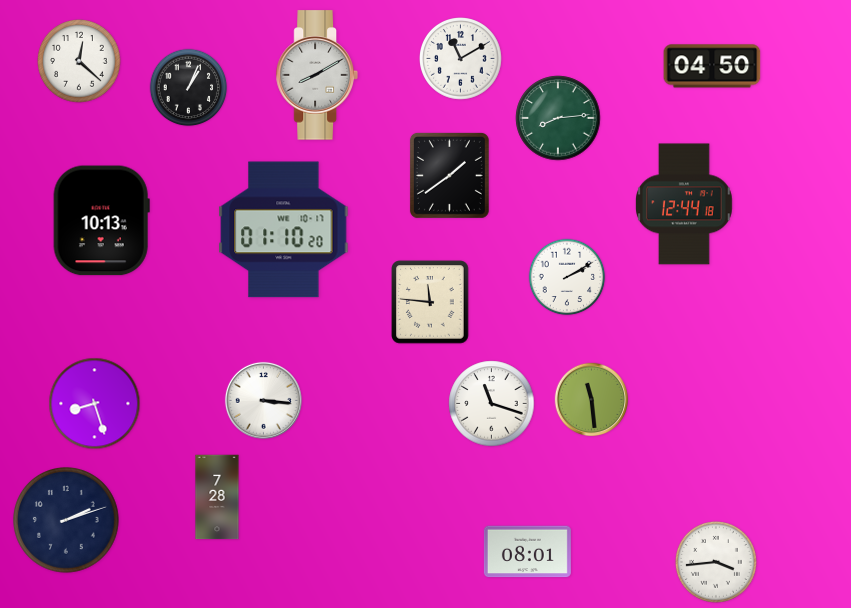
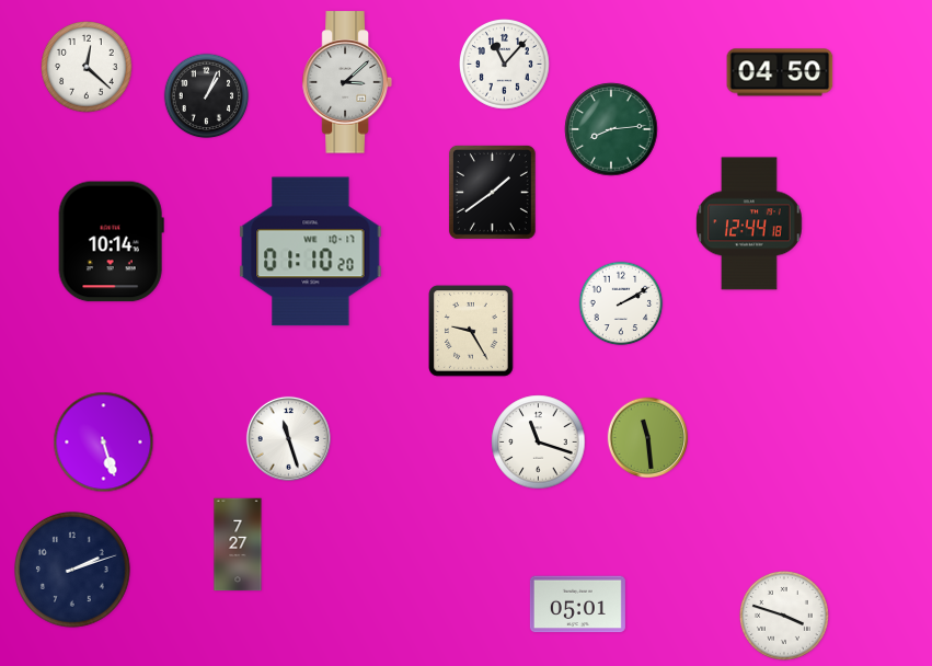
clock at (461, 59): 11:10 -> 11:07
clock at (317, 75): 8:10 -> 3:08
clock at (101, 221): 10:13 -> 10:14
clock at (430, 302): 11:46 -> 9:25
clock at (263, 400): 3:16 -> 11:27
clock at (95, 404): 8:27 -> 5:27
clock at (217, 497): 7:28 -> 7:27
clock at (527, 552): 08:01 -> 05:01
clock at (716, 562): 3:44 -> 3:48
